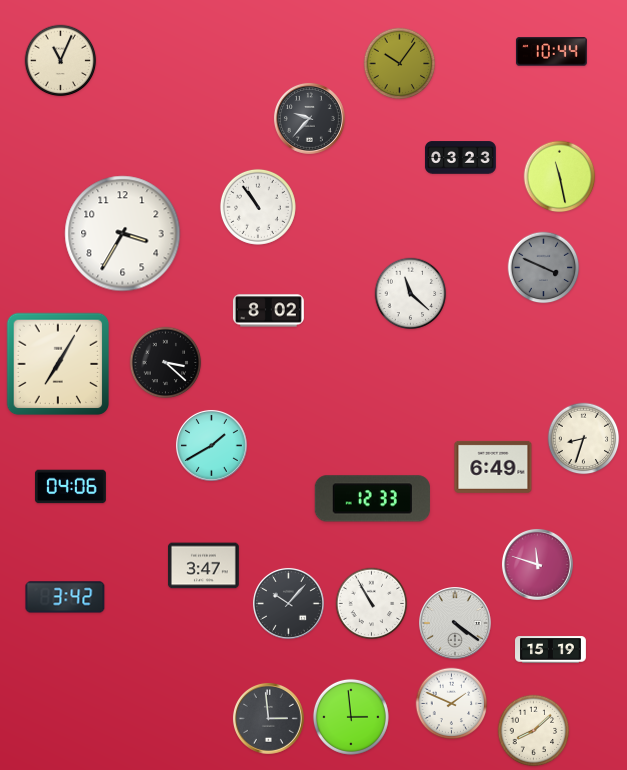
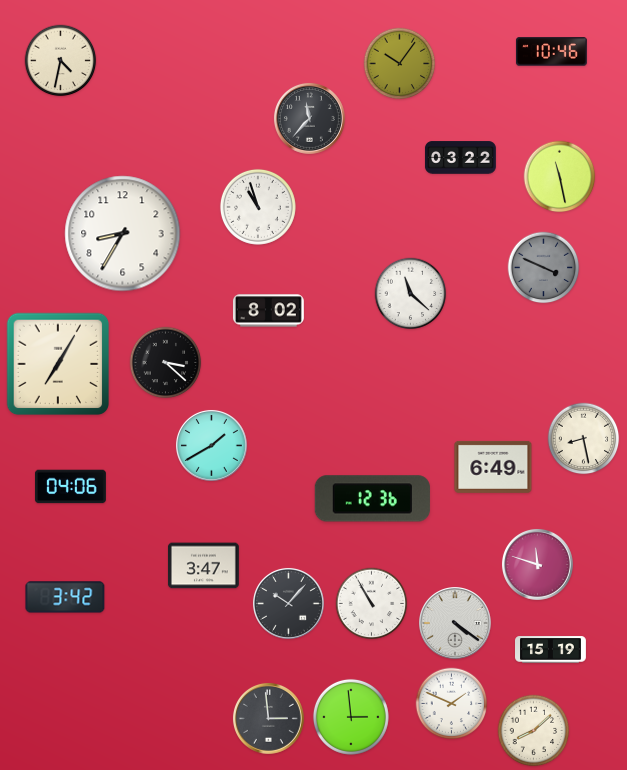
clock at (551, 52): 10:44 -> 10:46
clock at (61, 61): 11:04 -> 4:32
clock at (309, 118): 9:37 -> 11:37
clock at (460, 158): 03:23 -> 03:22
clock at (258, 207): 10:54 -> 10:57
clock at (123, 234): 3:35 -> 8:35
clock at (584, 439): 8:33 -> 8:28
clock at (372, 499): 12:33 -> 12:36
